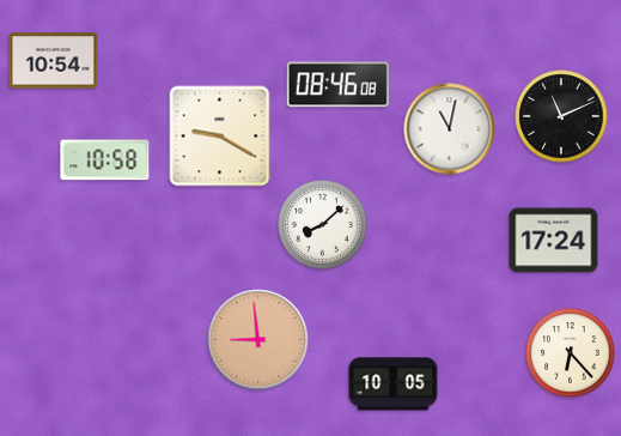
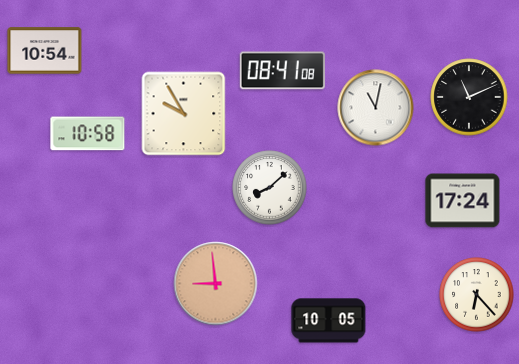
clock at (337, 85): 08:46 -> 08:41
clock at (220, 137): 9:20 -> 9:55
